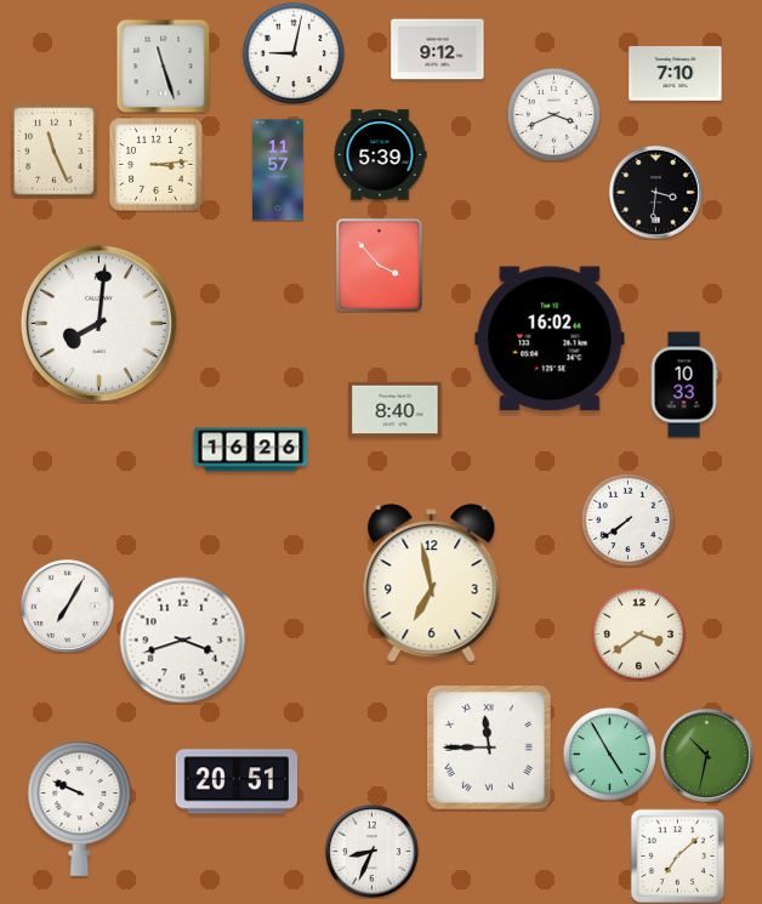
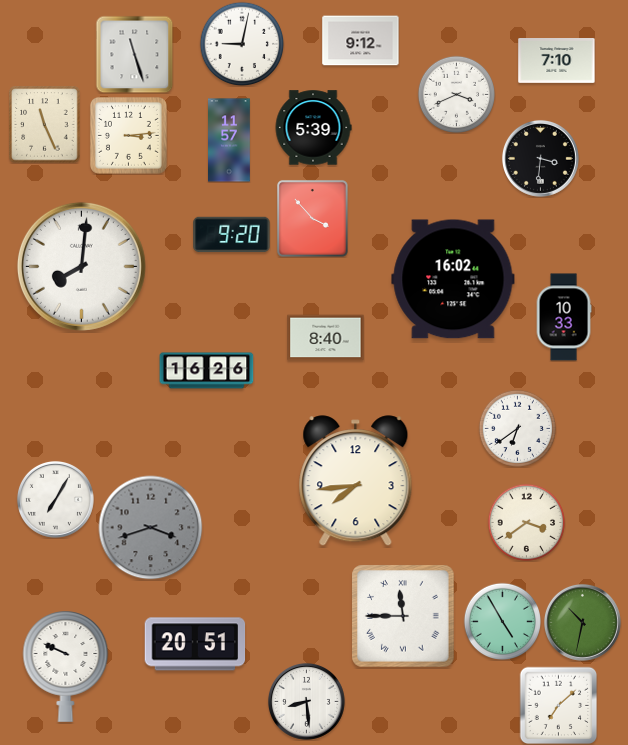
clock at (232, 235): none -> 9:20
clock at (627, 519): 7:39 -> 6:39
clock at (432, 584): 6:58 -> 7:44
clock at (183, 641) dial: white -> grey
clock at (371, 851): 8:34 -> 8:29
